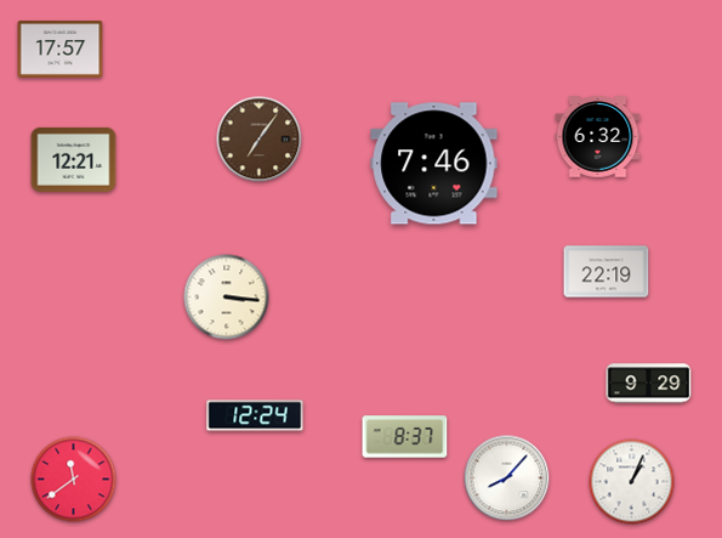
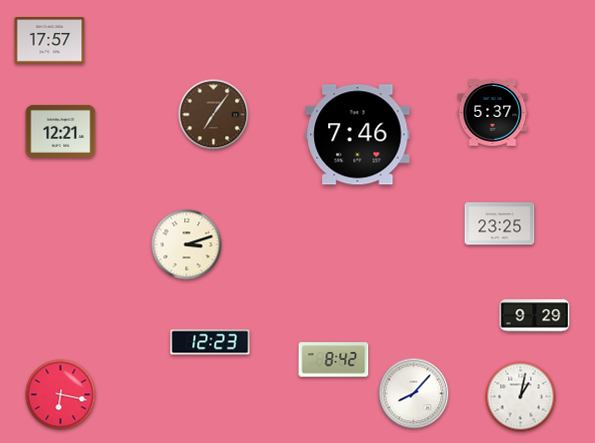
clock at (598, 137): 6:32 -> 5:37
clock at (607, 272): 22:19 -> 23:25
clock at (227, 298): 3:16 -> 3:12
clock at (255, 415): 12:24 -> 12:23
clock at (405, 437): 8:37 -> 8:42
clock at (507, 478) position: (507, 478) -> (414, 394)
clock at (74, 480): 11:39 -> 6:17
clock at (632, 482): 1:04 -> 1:02
